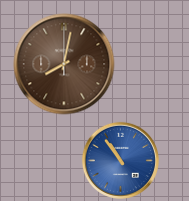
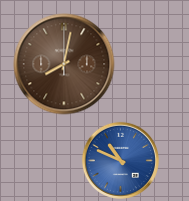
clock at (120, 160): 10:54 -> 10:49
